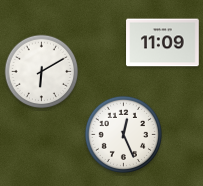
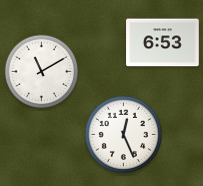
clock at (163, 43): 11:09 -> 6:53
clock at (42, 72): 6:10 -> 11:10
